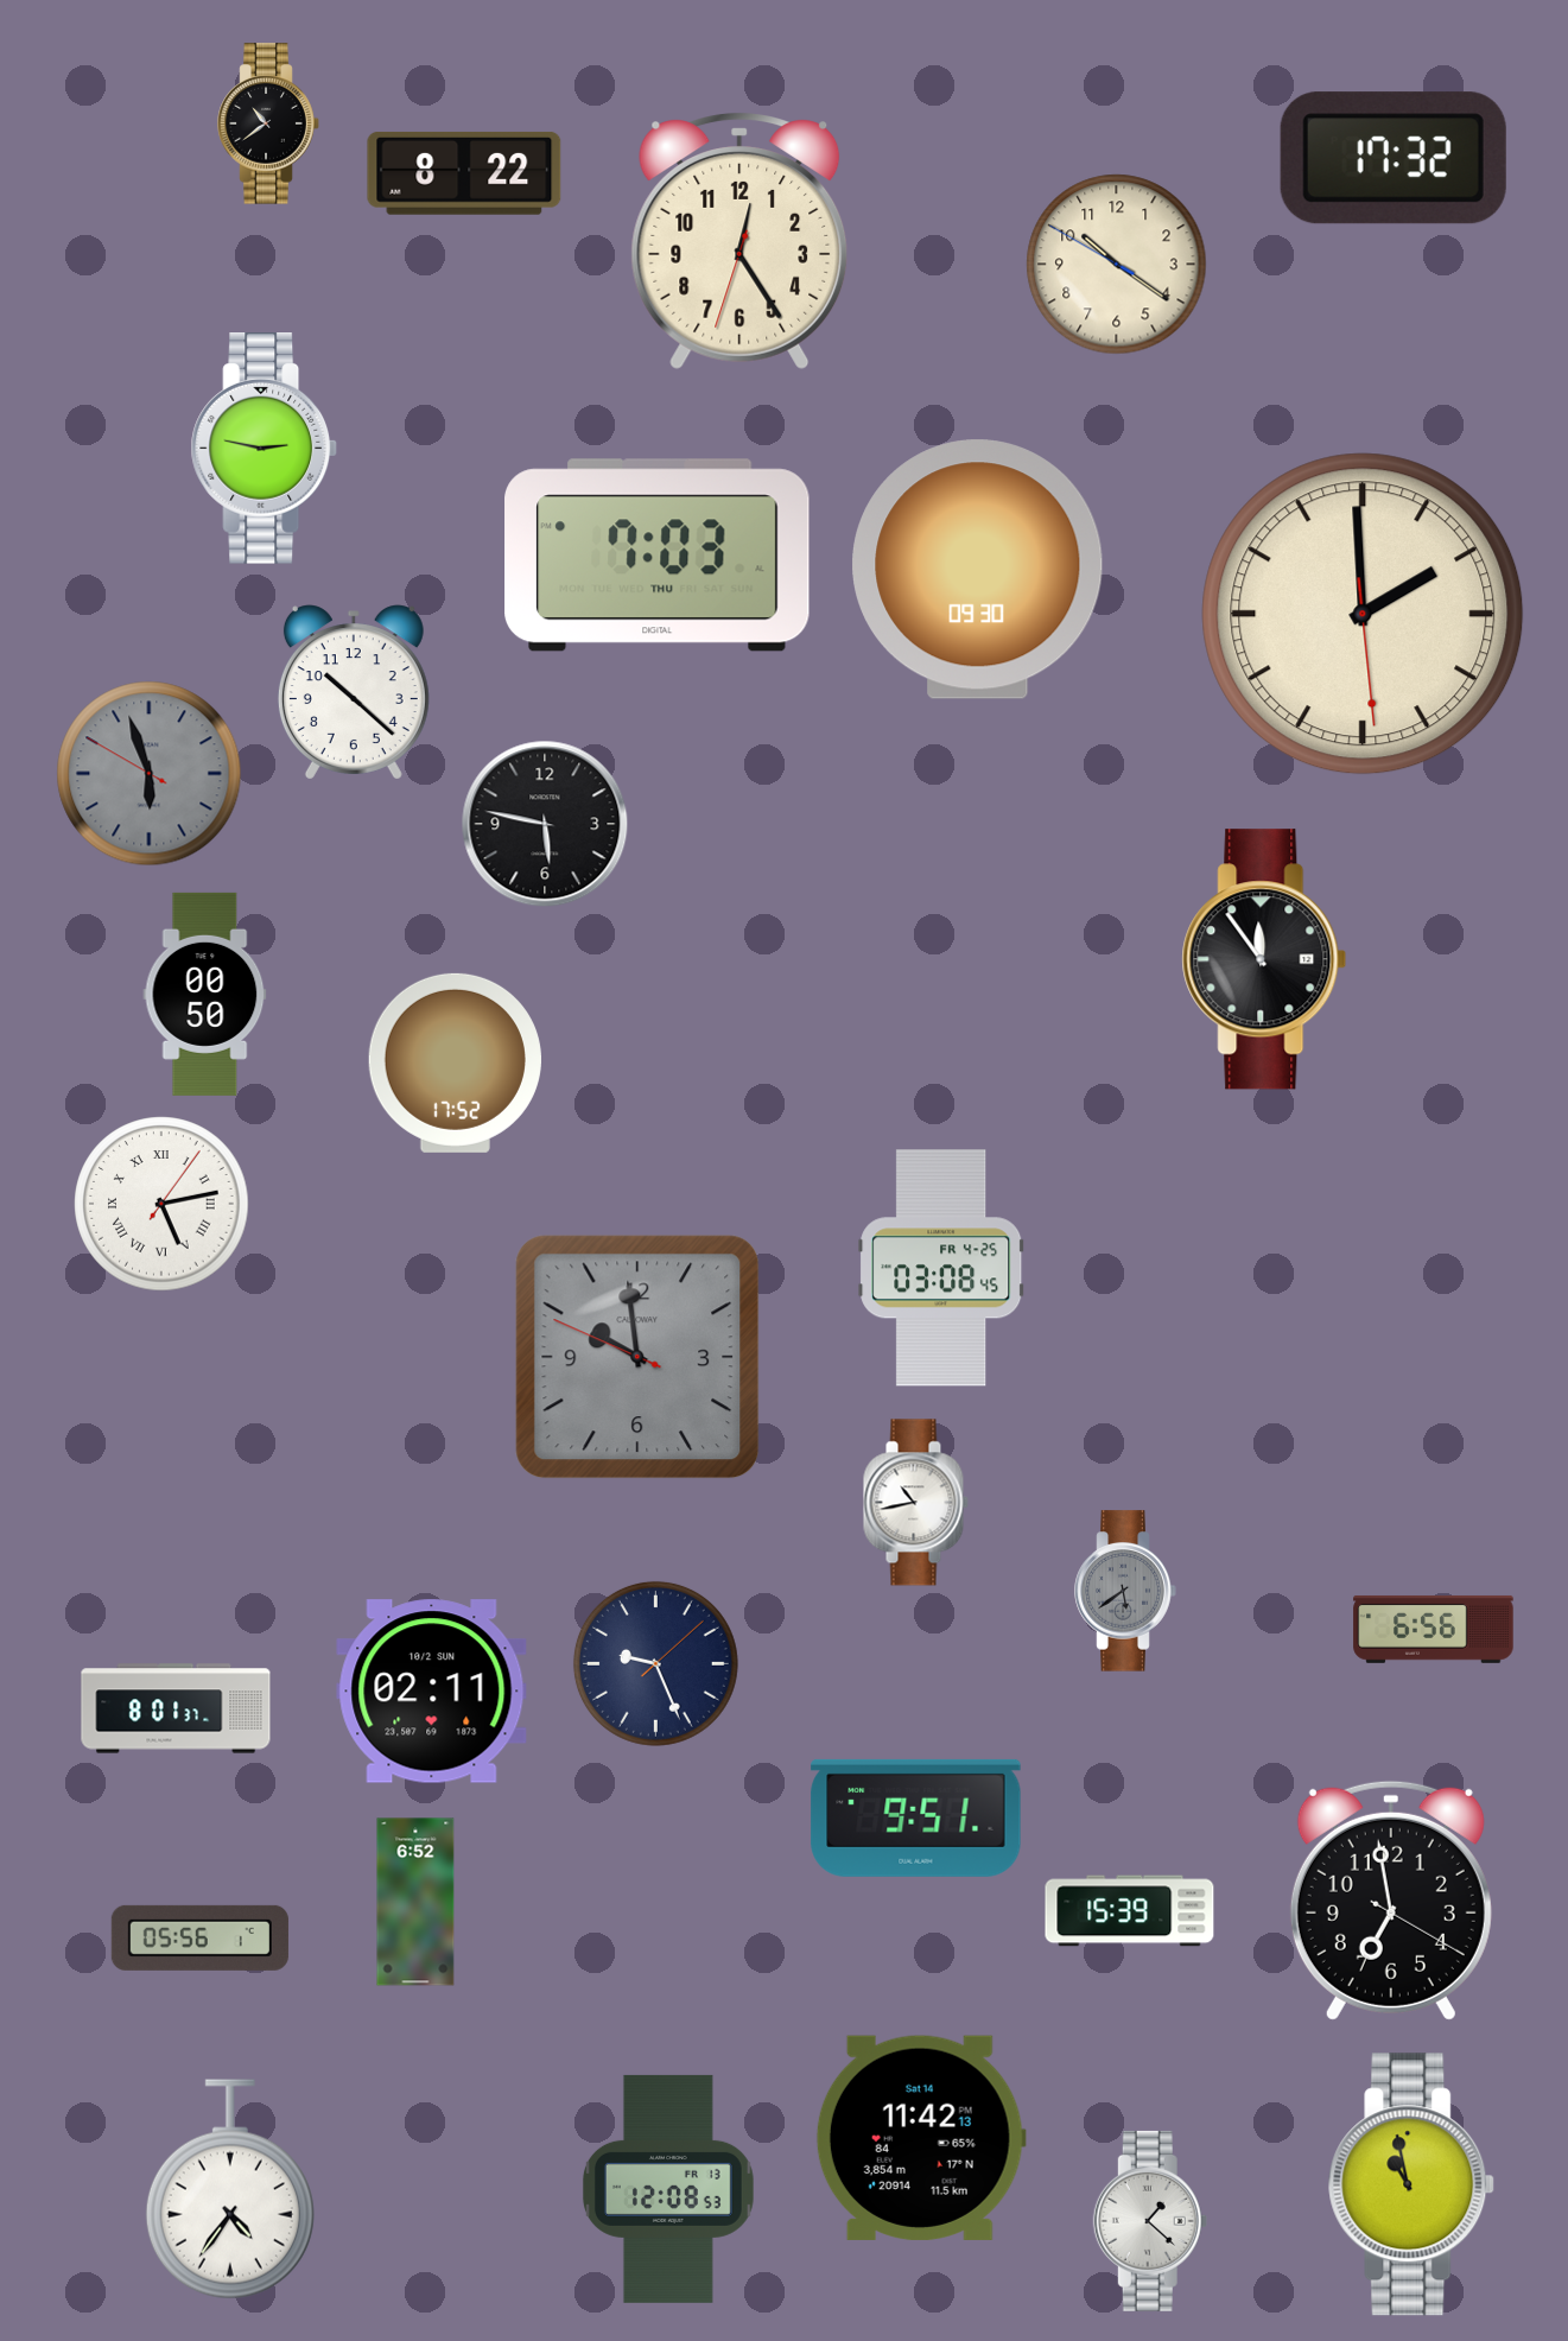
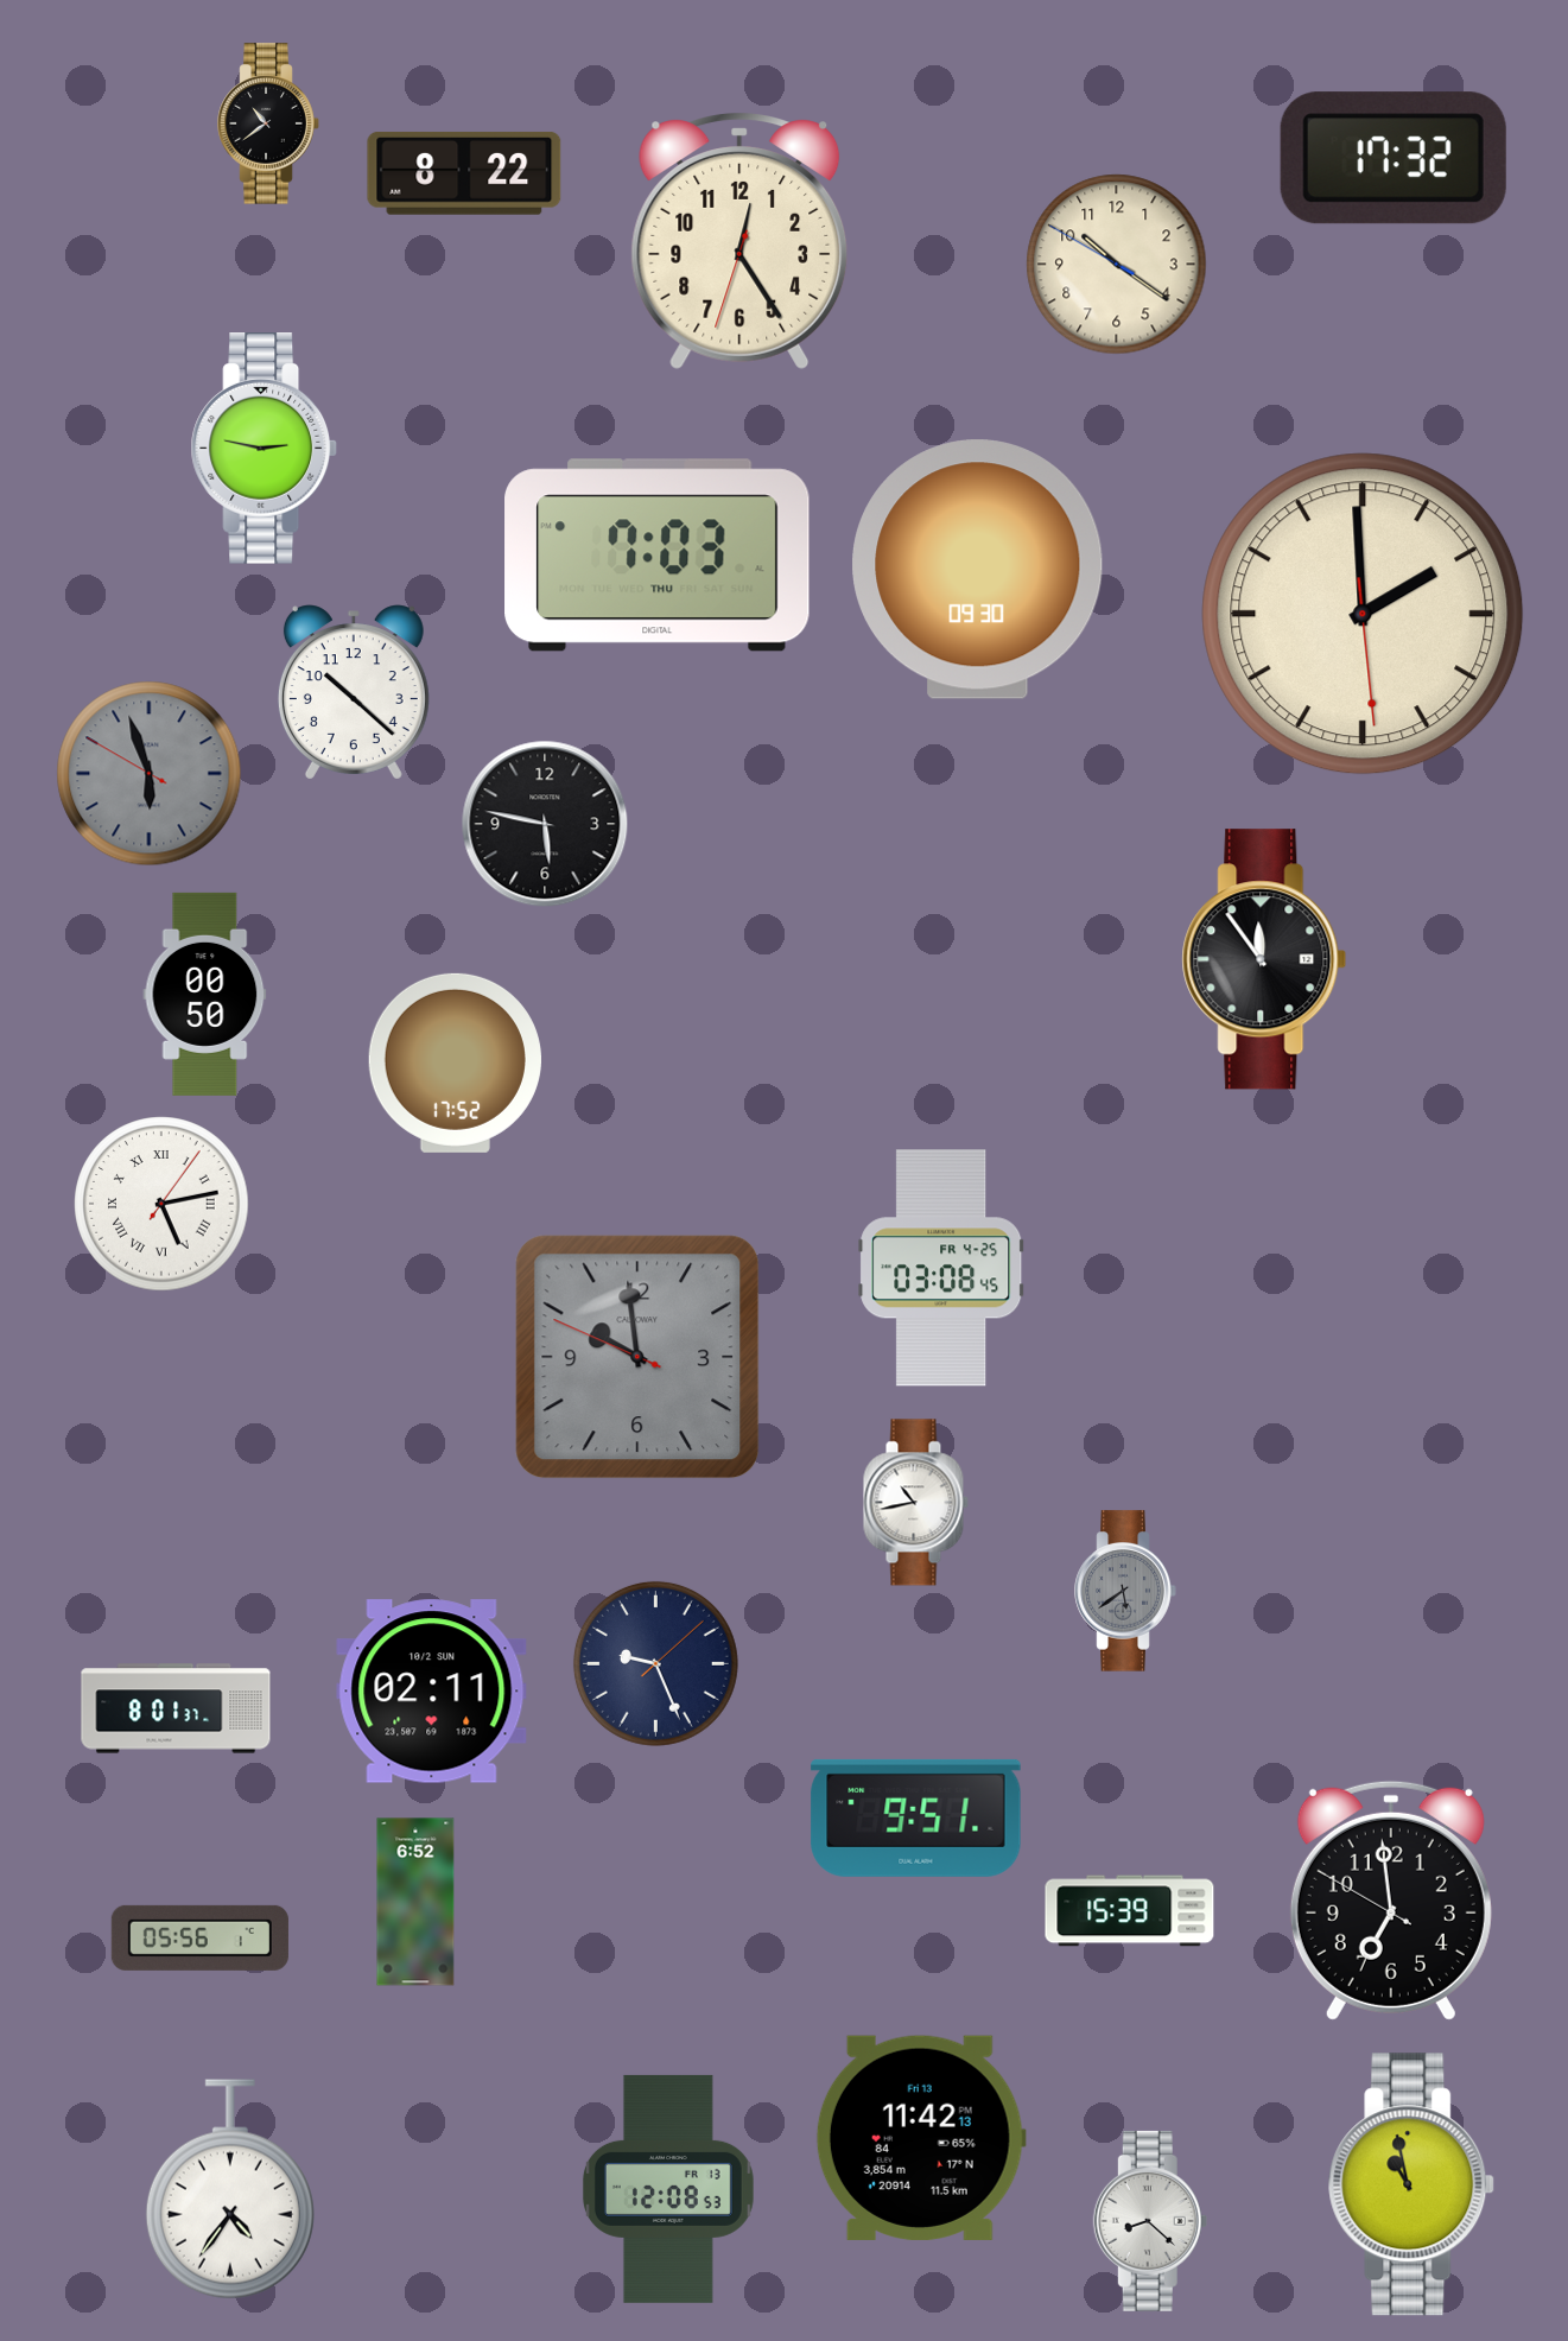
clock at (1434, 1629): 6:56 -> none
clock at (1391, 1901): 6:58:20 -> 6:58:50
clock at (921, 2138) date: Sat 14 -> Fri 13
clock at (1150, 2221): 1:22 -> 8:22
